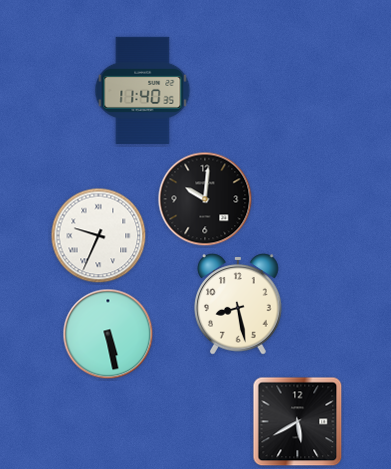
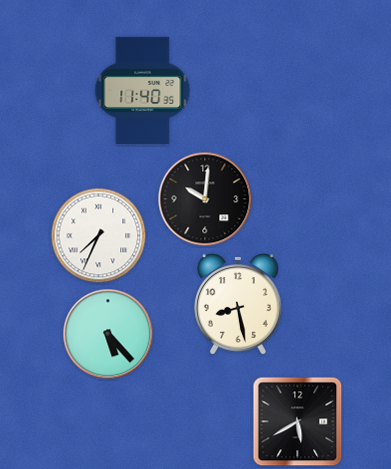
clock at (99, 236): 9:34 -> 7:34
clock at (108, 334): 5:28 -> 5:23
